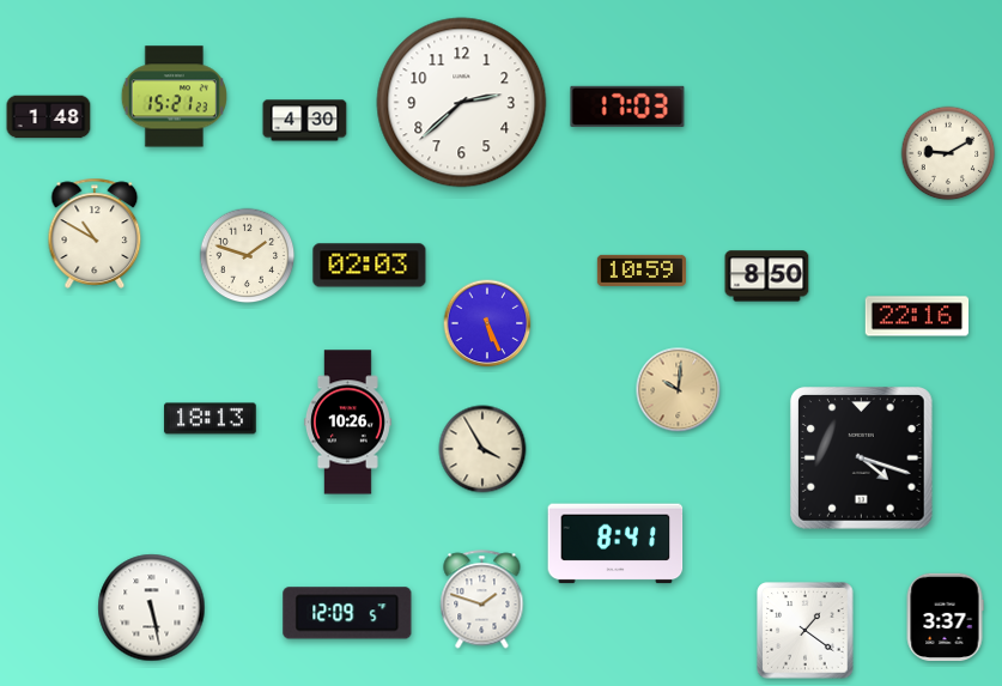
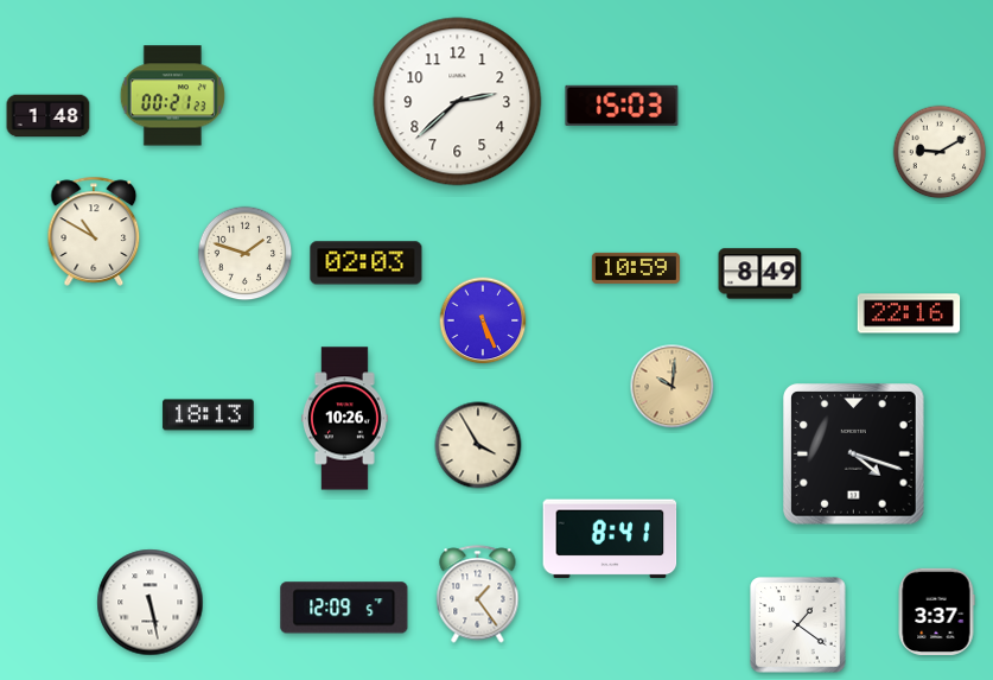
clock at (174, 97): 15:21 -> 00:21
clock at (627, 107): 17:03 -> 15:03
clock at (305, 121): 4:30 -> none
clock at (767, 277): 8:50 -> 8:49
clock at (482, 600): 1:48 -> 1:24
